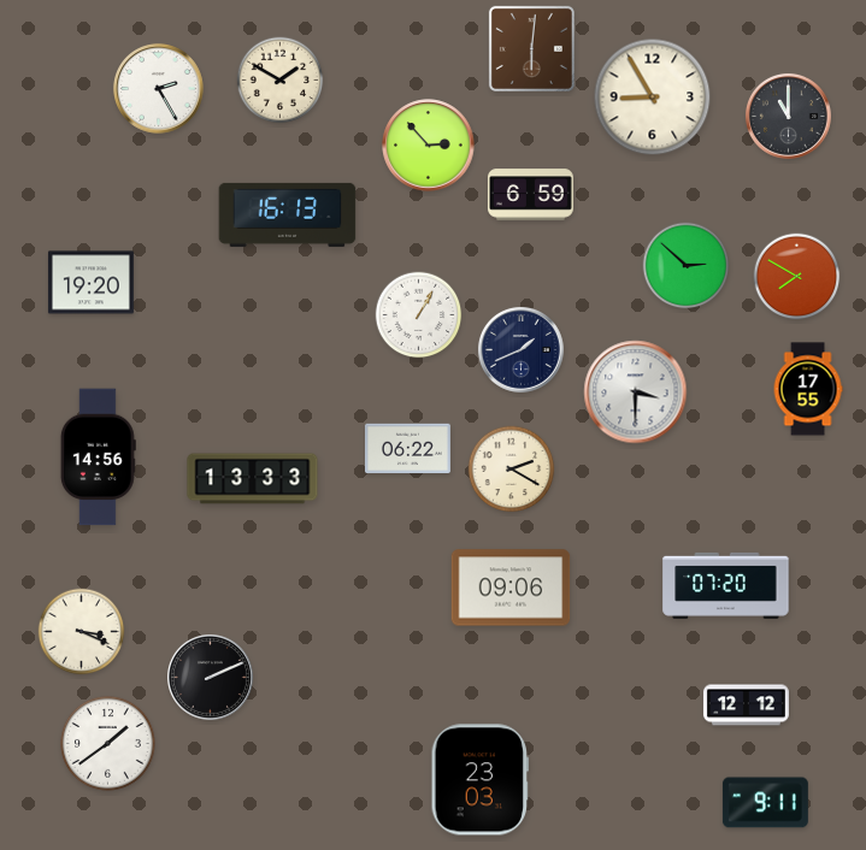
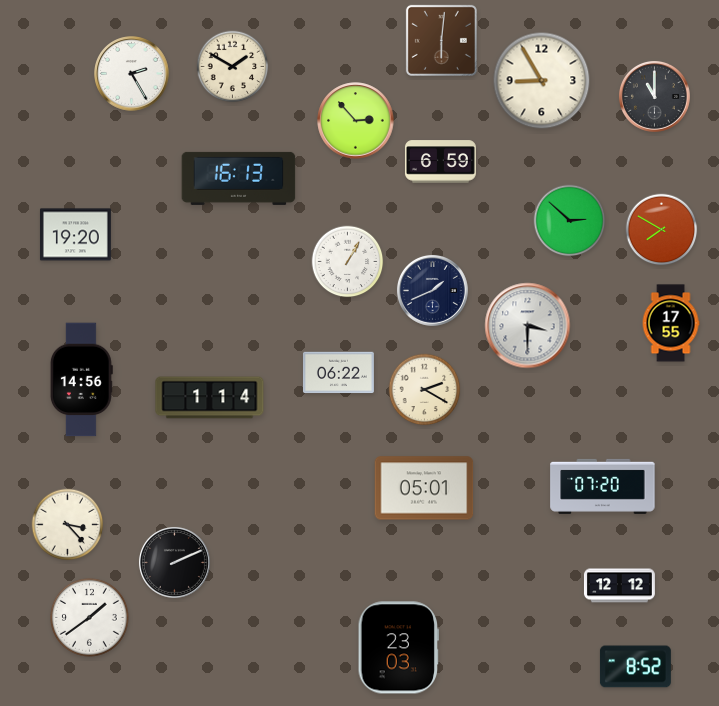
clock at (253, 479): 13:33 -> 1:14
clock at (511, 588): 09:06 -> 05:01
clock at (82, 632): 3:19 -> 3:23
clock at (765, 803): 9:11 -> 8:52
